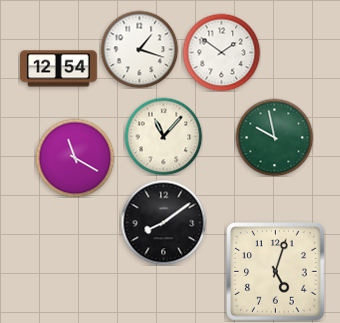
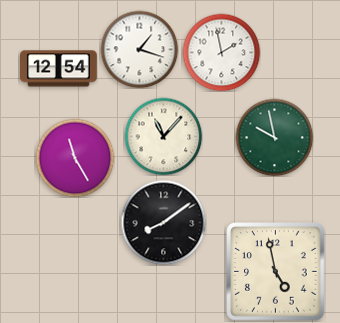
clock at (221, 52): 1:51 -> 1:58
clock at (75, 158): 11:20 -> 11:25
clock at (276, 272): 5:03 -> 4:58
